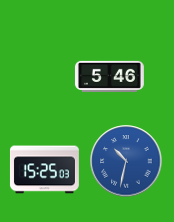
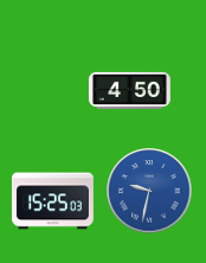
clock at (109, 76): 5:46 -> 4:50
clock at (126, 161): 10:32 -> 9:32
